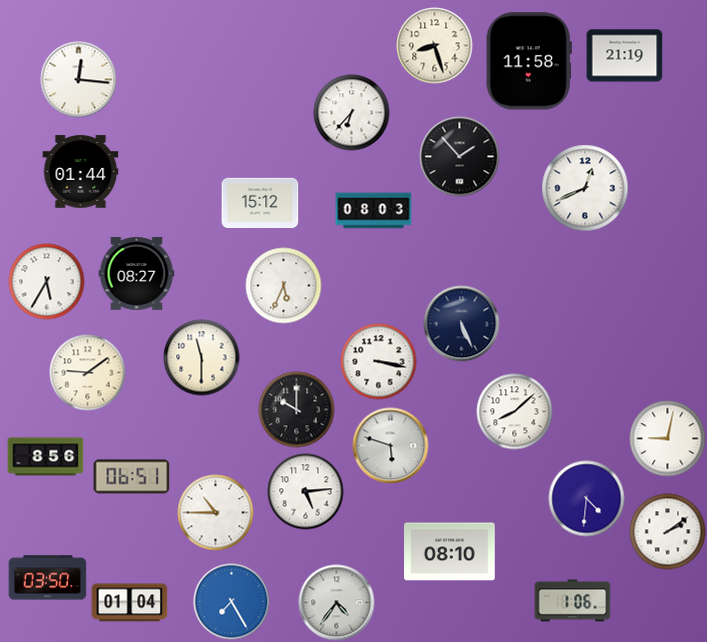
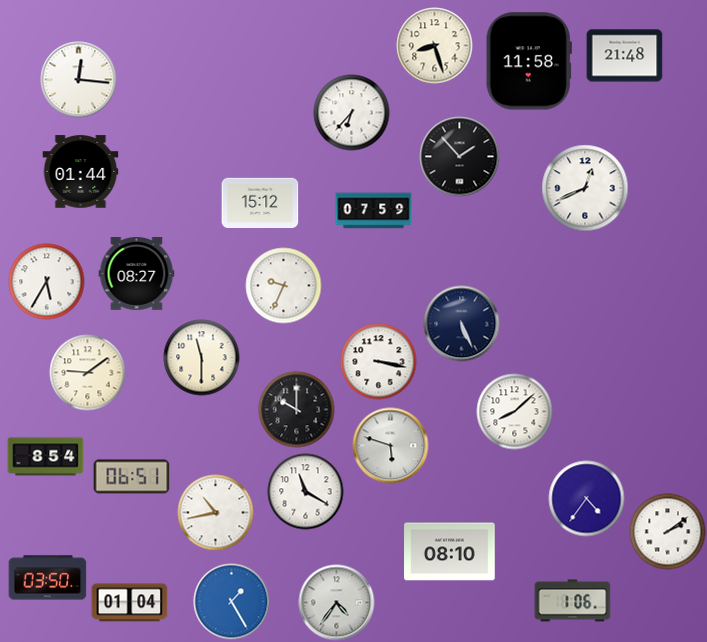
clock at (625, 56): 21:19 -> 21:48
clock at (374, 211): 08:03 -> 07:59
clock at (284, 286): 5:34 -> 9:34
clock at (668, 439): 9:02 -> none
clock at (46, 457): 8:56 -> 8:54
clock at (306, 492): 5:14 -> 11:20
clock at (587, 499): 4:31 -> 4:36
clock at (216, 513): 10:45 -> 10:43
clock at (232, 602): 7:25 -> 1:25
